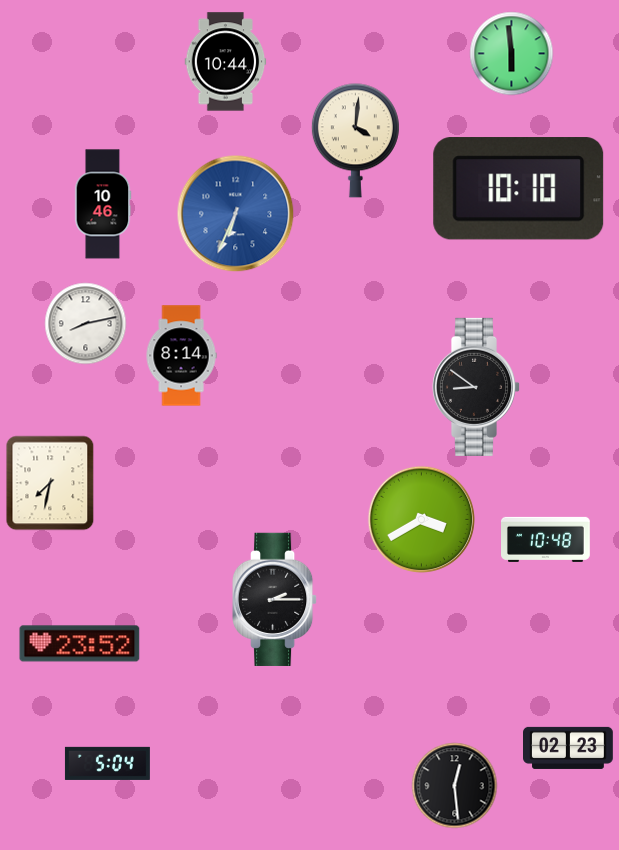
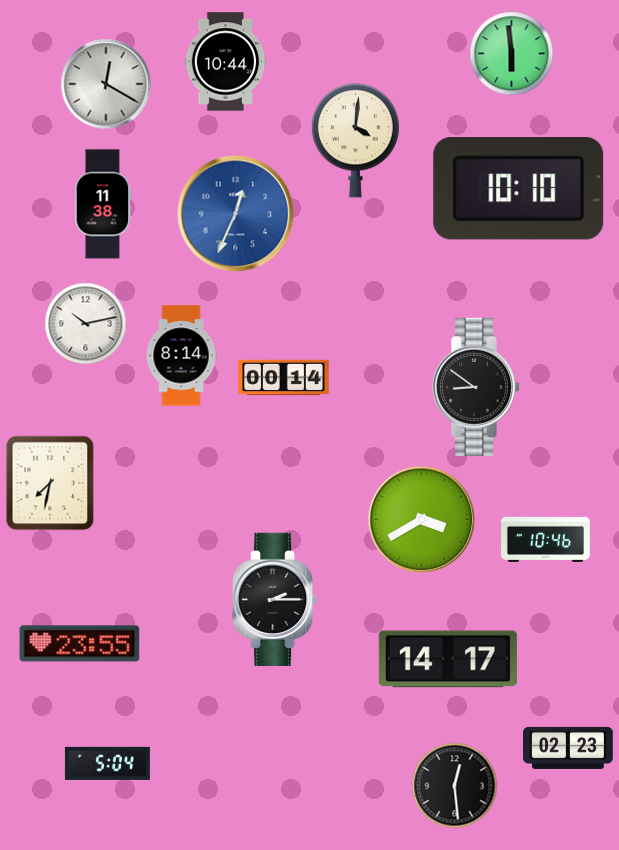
clock at (106, 84): none -> 12:20
clock at (103, 204): 10:46 -> 11:38
clock at (235, 213): 6:34 -> 12:34
clock at (85, 323): 8:13 -> 10:13
clock at (284, 378): none -> 00:14
clock at (546, 539): 10:48 -> 10:46
clock at (80, 644): 23:52 -> 23:55
clock at (448, 659): none -> 14:17
